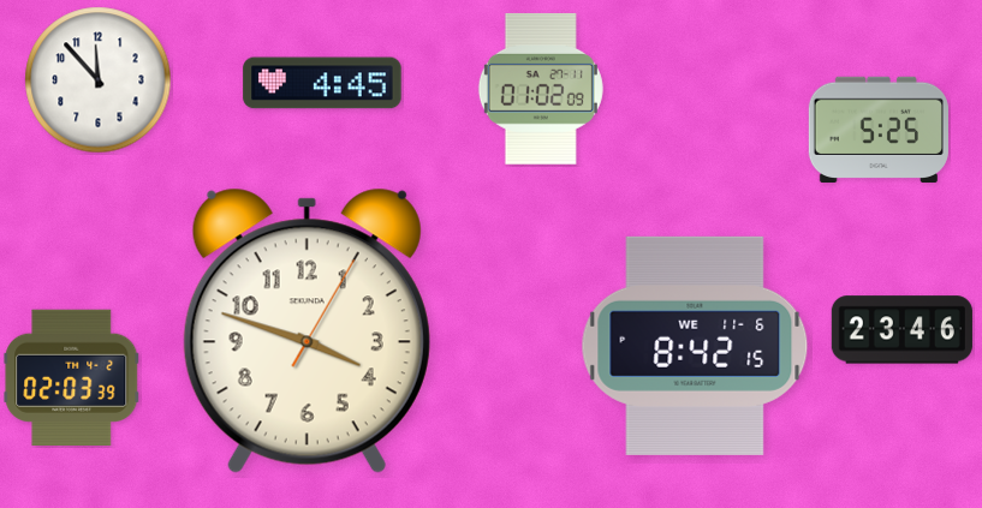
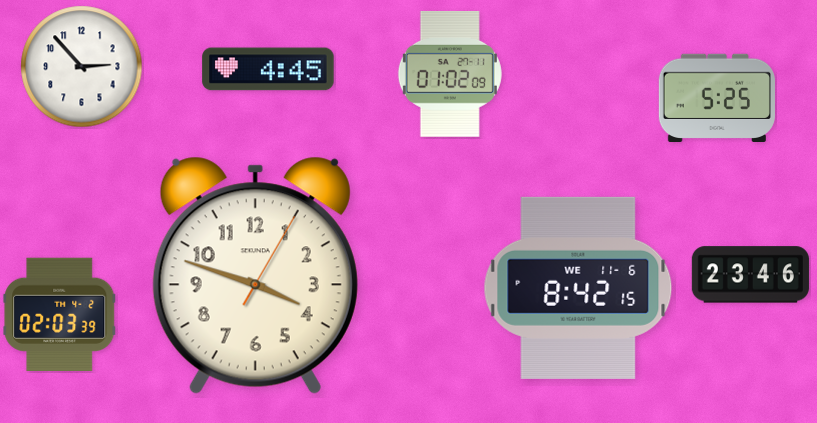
clock at (99, 80): 11:53 -> 2:53
clock at (879, 129) position: (879, 129) -> (717, 97)
